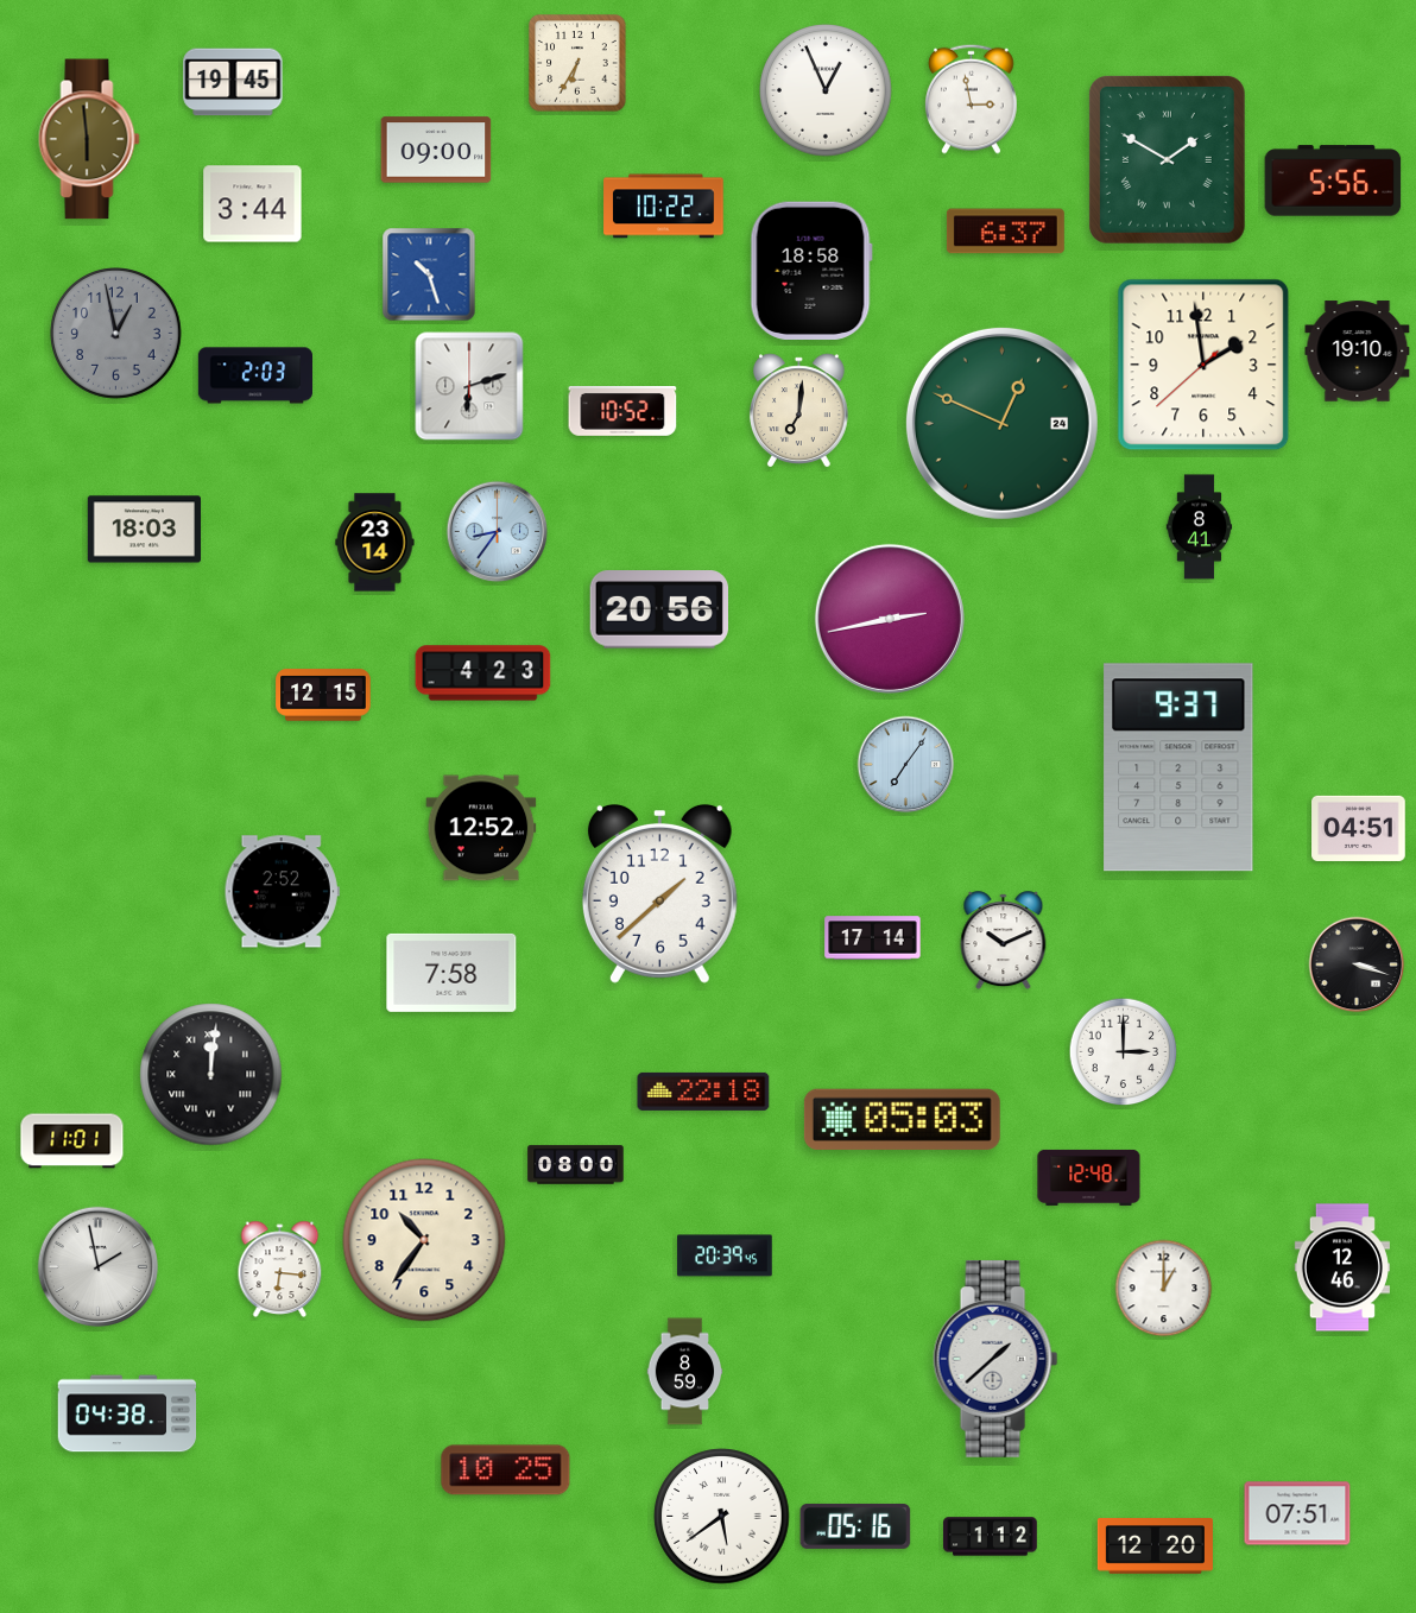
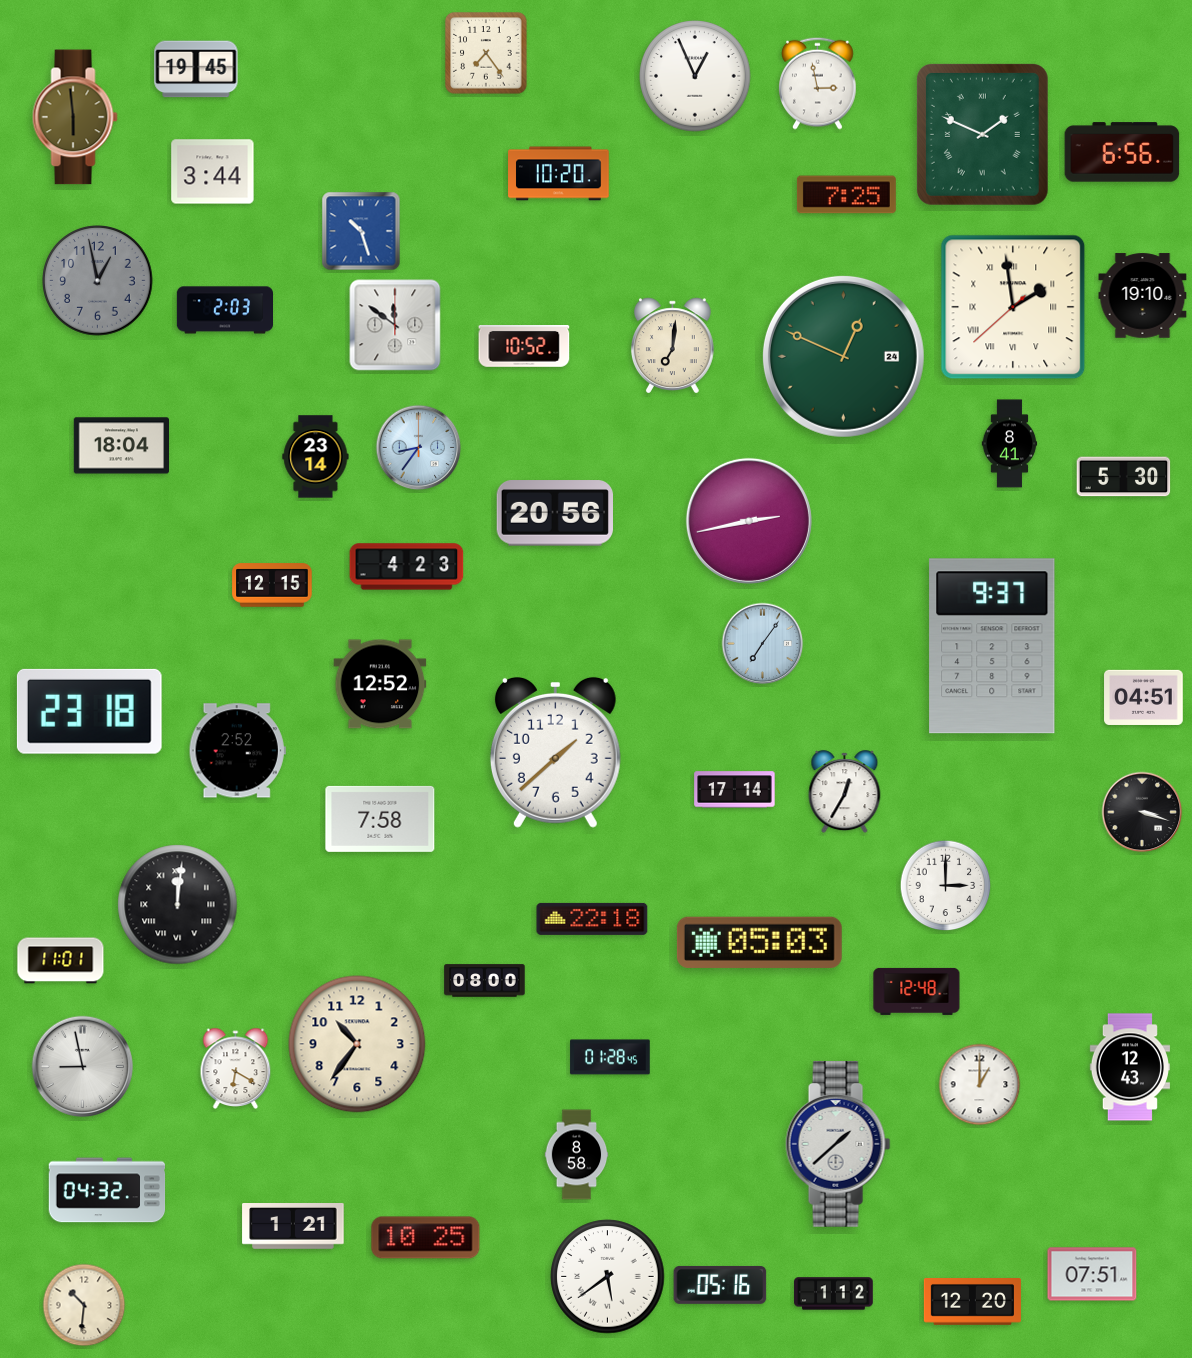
clock at (577, 63): 6:35 -> 7:24
clock at (436, 150): 09:00 -> none
clock at (1167, 159): 1:50 -> 1:49
clock at (1333, 181): 5:56 -> 6:56
clock at (664, 207): 10:22 -> 10:20
clock at (1005, 232): 6:37 -> 7:25
clock at (811, 271): 18:58 -> none
clock at (1203, 365) numerals: Arabic -> Roman
clock at (254, 375) position: (254, 375) -> (224, 310)
clock at (469, 386): 6:12 -> 11:51
clock at (145, 530): 18:03 -> 18:04
clock at (1124, 477): none -> 5:30
clock at (481, 828) position: (481, 828) -> (380, 684)
clock at (89, 711): none -> 23:18
clock at (1004, 941): 10:11 -> 12:35
clock at (725, 1255): 20:39 -> 01:28
clock at (99, 1267): 1:58 -> 8:58
clock at (1342, 1267): 12:46 -> 12:43
clock at (280, 1269): 6:16 -> 6:20
clock at (685, 1372): 8:59 -> 8:58
clock at (127, 1413): 04:38 -> 04:32
clock at (293, 1227): none -> 1:21
clock at (84, 1305): none -> 10:31
